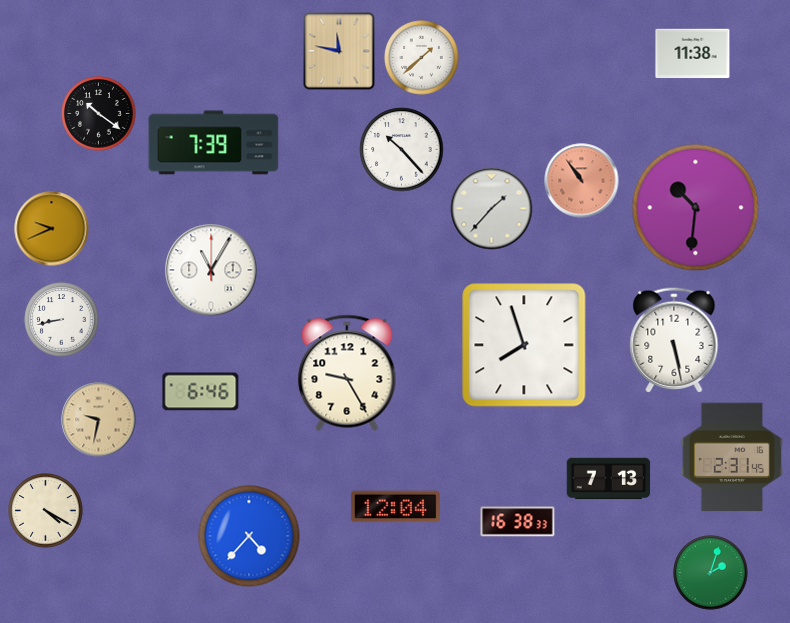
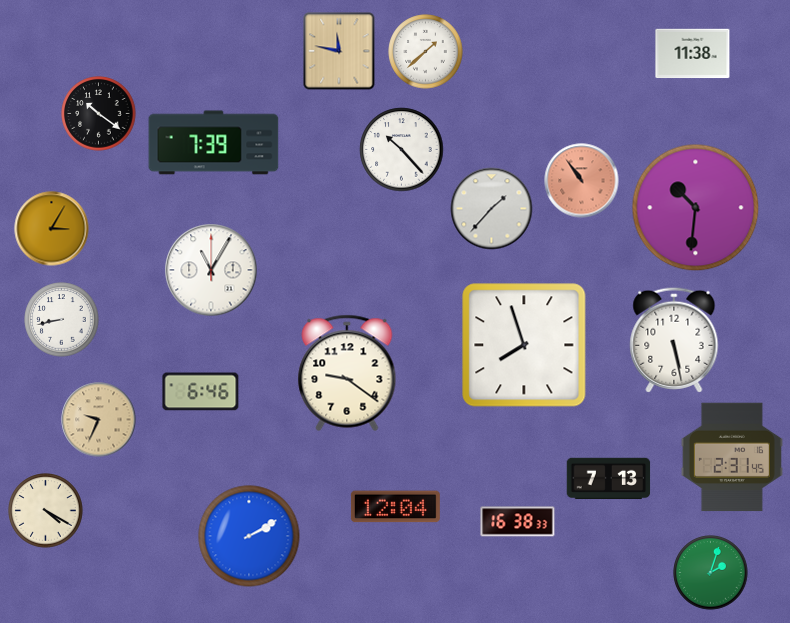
clock at (422, 58) position: (422, 58) -> (426, 52)
clock at (52, 229): 9:41 -> 3:05
clock at (347, 373): 9:25 -> 9:21
clock at (99, 420): 9:32 -> 9:34
clock at (249, 536): 4:37 -> 2:10
